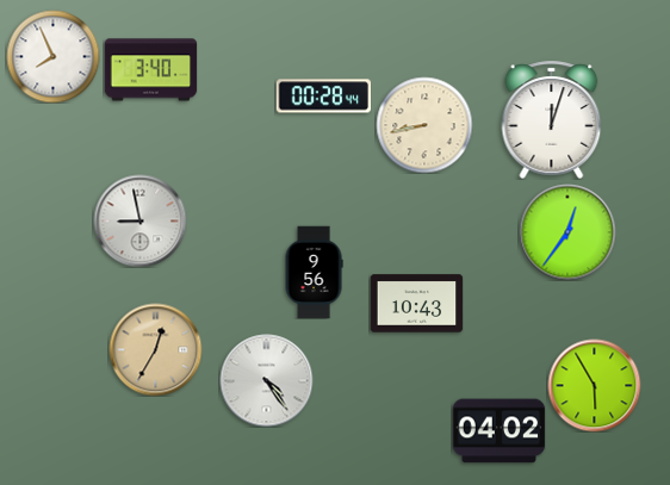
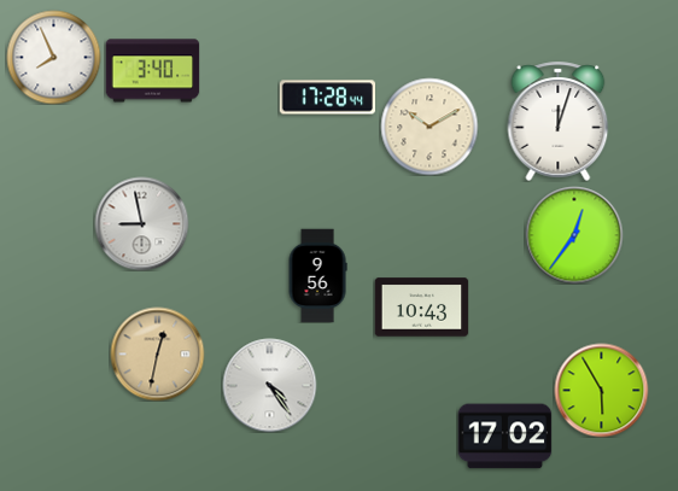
clock at (323, 97): 00:28 -> 17:28
clock at (424, 125): 8:43 -> 10:10
clock at (155, 349): 12:35 -> 12:32
clock at (498, 431): 04:02 -> 17:02
